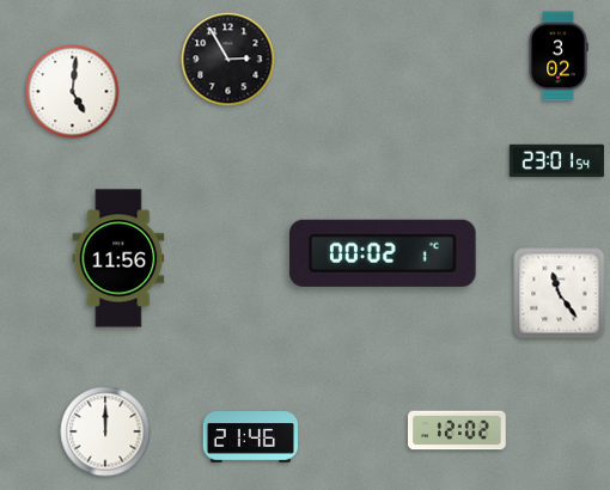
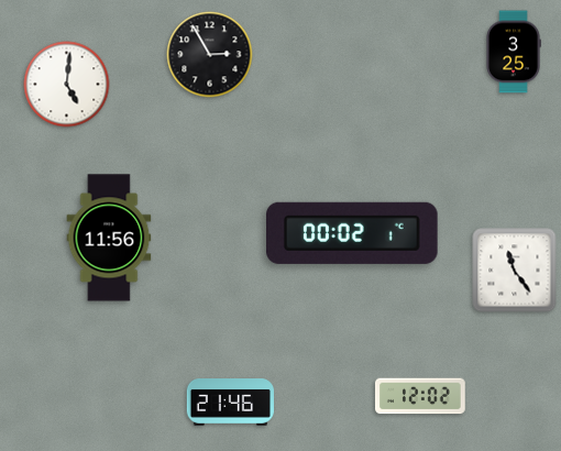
clock at (559, 56): 3:02 -> 3:25
clock at (556, 161): 23:01 -> none
clock at (105, 431): 12:00 -> none
